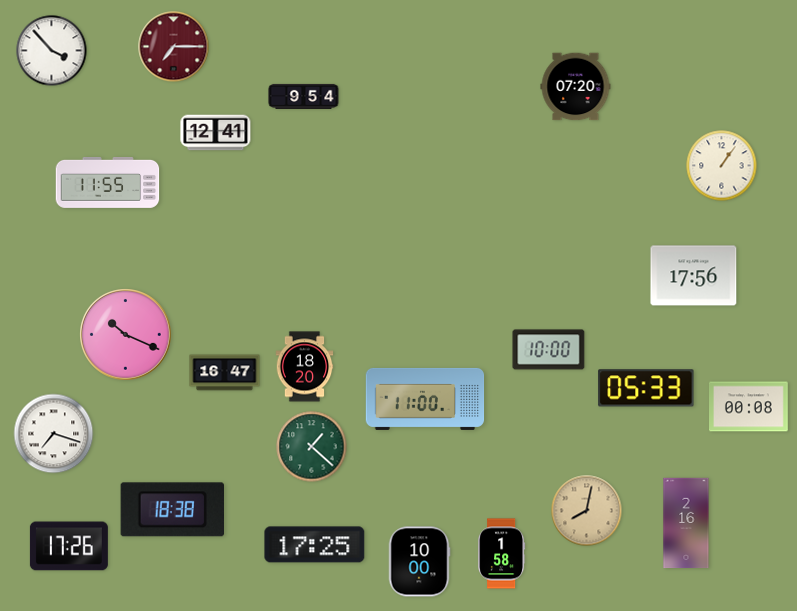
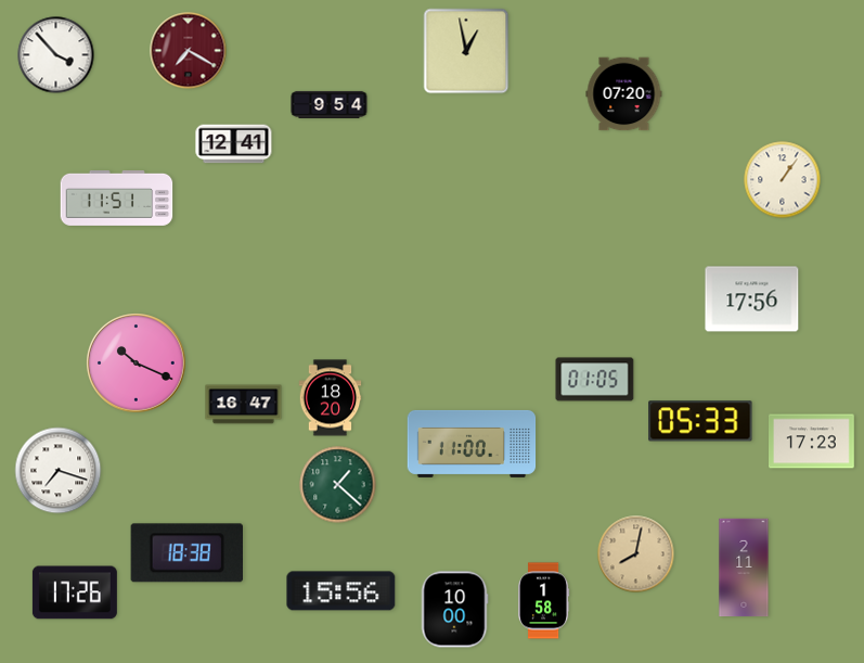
clock at (174, 47): 7:15 -> 7:20
clock at (466, 51): none -> 12:58
clock at (108, 182): 11:55 -> 11:51
clock at (549, 350): 10:00 -> 01:05
clock at (425, 399) position: (425, 399) -> (472, 444)
clock at (749, 407): 00:08 -> 17:23
clock at (686, 523): 2:16 -> 2:11
clock at (315, 545): 17:25 -> 15:56
